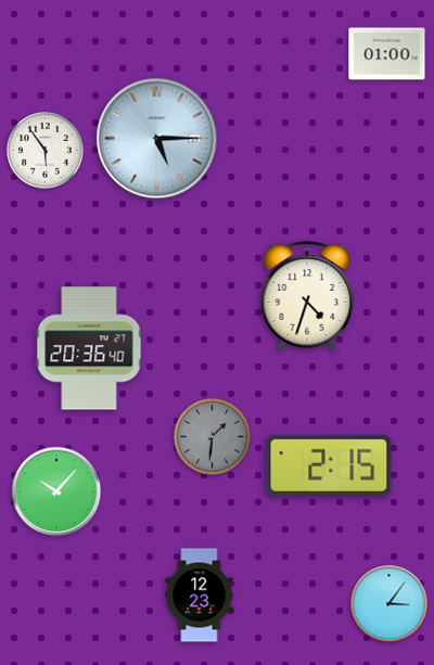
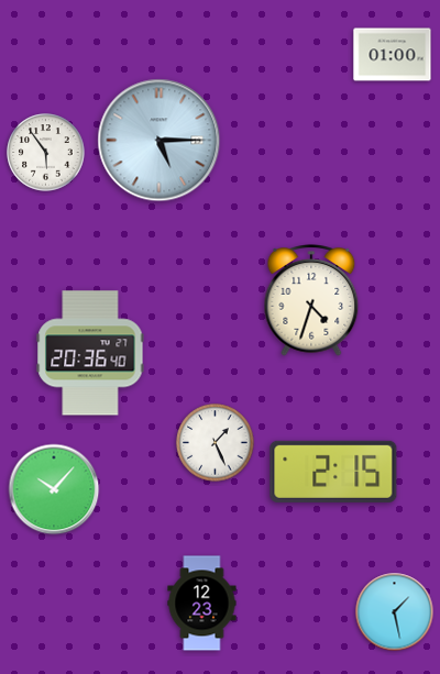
clock at (213, 437): 1:31 -> 1:26
clock at (213, 437) dial: grey -> white
clock at (56, 491) position: (56, 491) -> (54, 489)
clock at (390, 604): 3:06 -> 1:28
